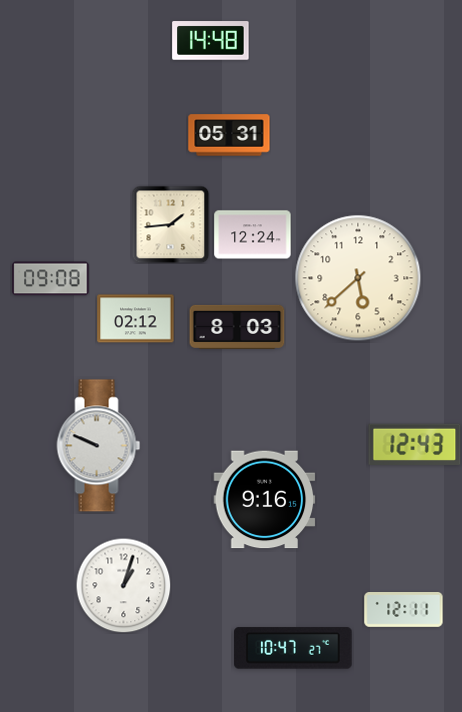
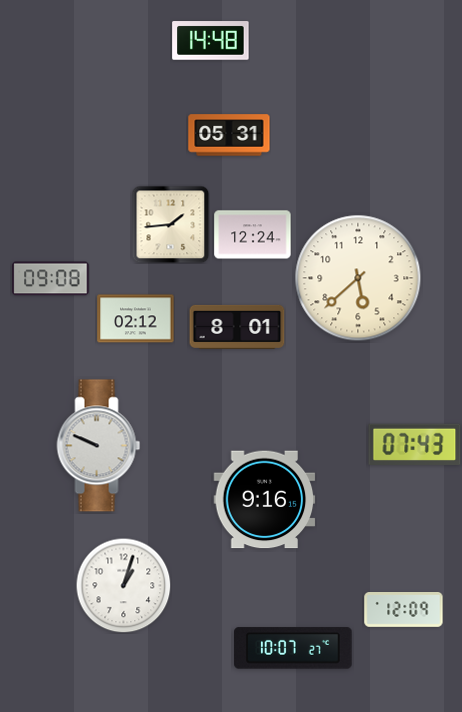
clock at (237, 327): 8:03 -> 8:01
clock at (415, 444): 12:43 -> 07:43
clock at (404, 610): 12:11 -> 12:09
clock at (293, 648): 10:47 -> 10:07
